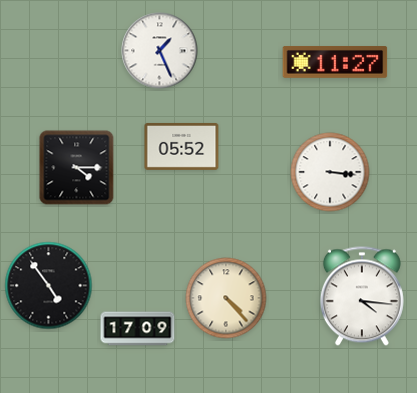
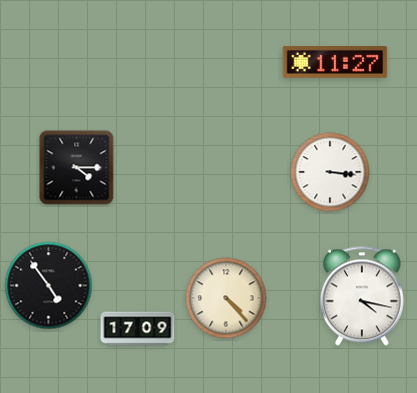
clock at (160, 51): 1:26 -> none
clock at (182, 146): 05:52 -> none
clock at (362, 296): 4:16 -> 4:17
